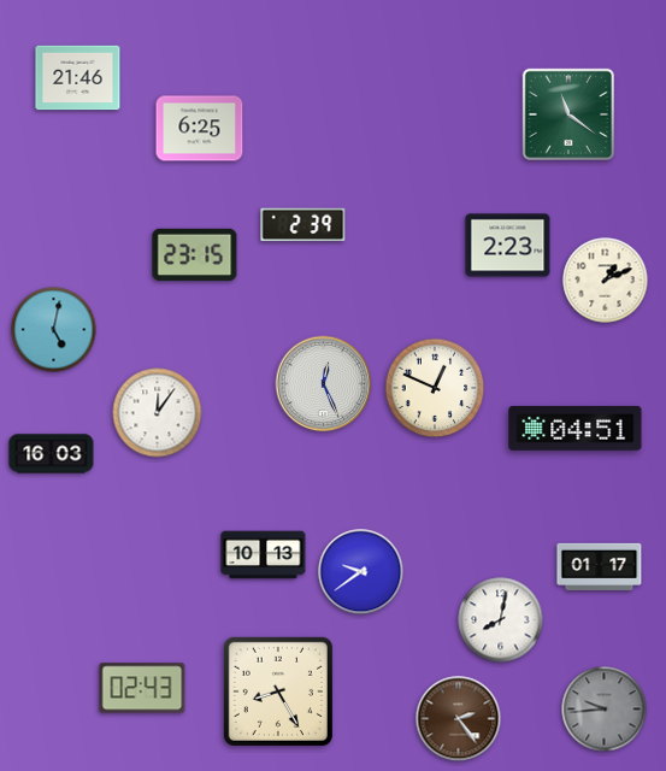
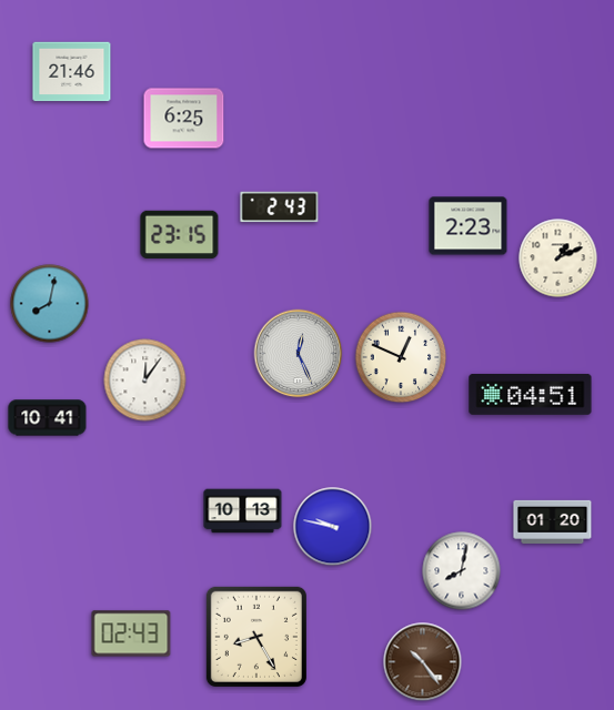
clock at (568, 114): 11:21 -> none
clock at (303, 225): 2:39 -> 2:43
clock at (54, 330): 5:02 -> 8:02
clock at (52, 454): 16:03 -> 10:41
clock at (600, 566): 01:17 -> 01:20
clock at (361, 572): 9:39 -> 9:47
clock at (605, 710): 9:44 -> none
clock at (459, 719): 2:24 -> 10:24
